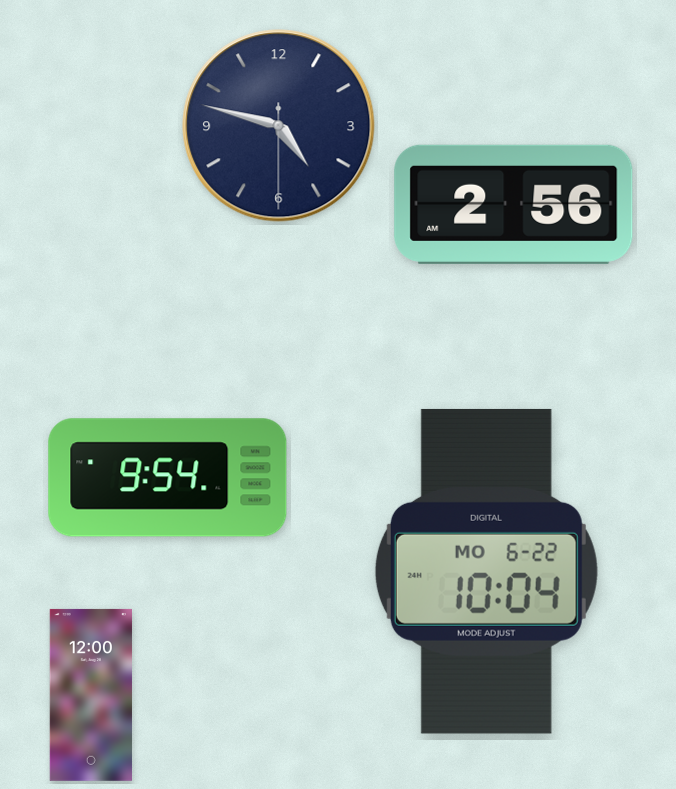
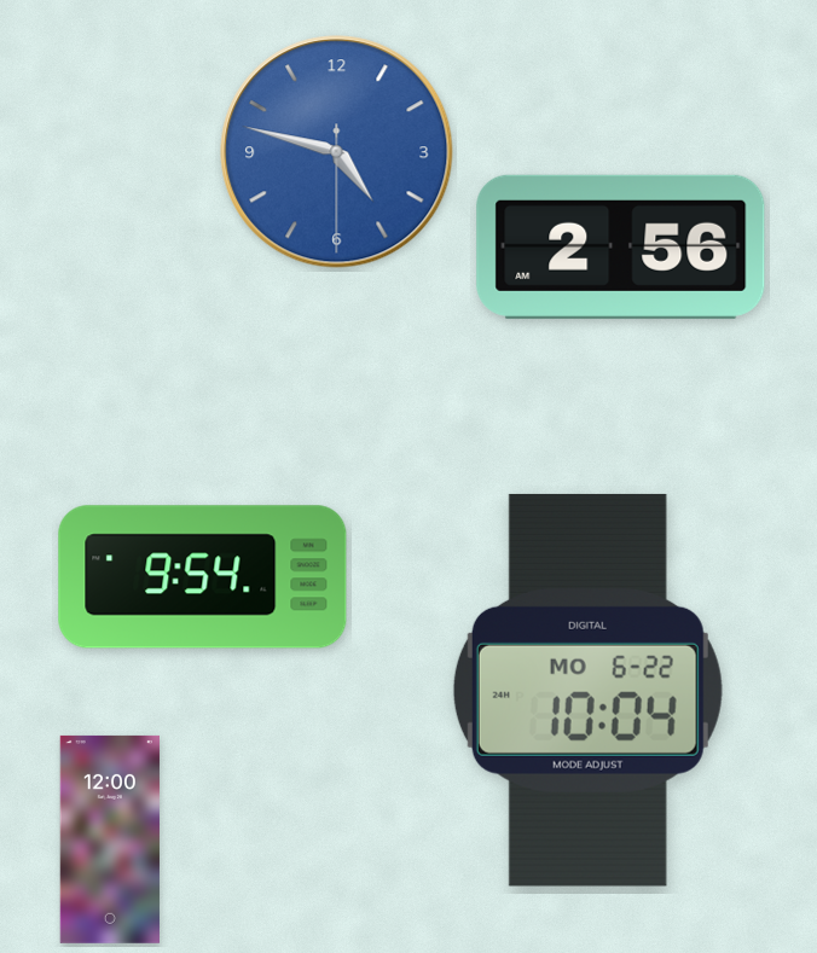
clock at (279, 126) dial: navy -> blue
